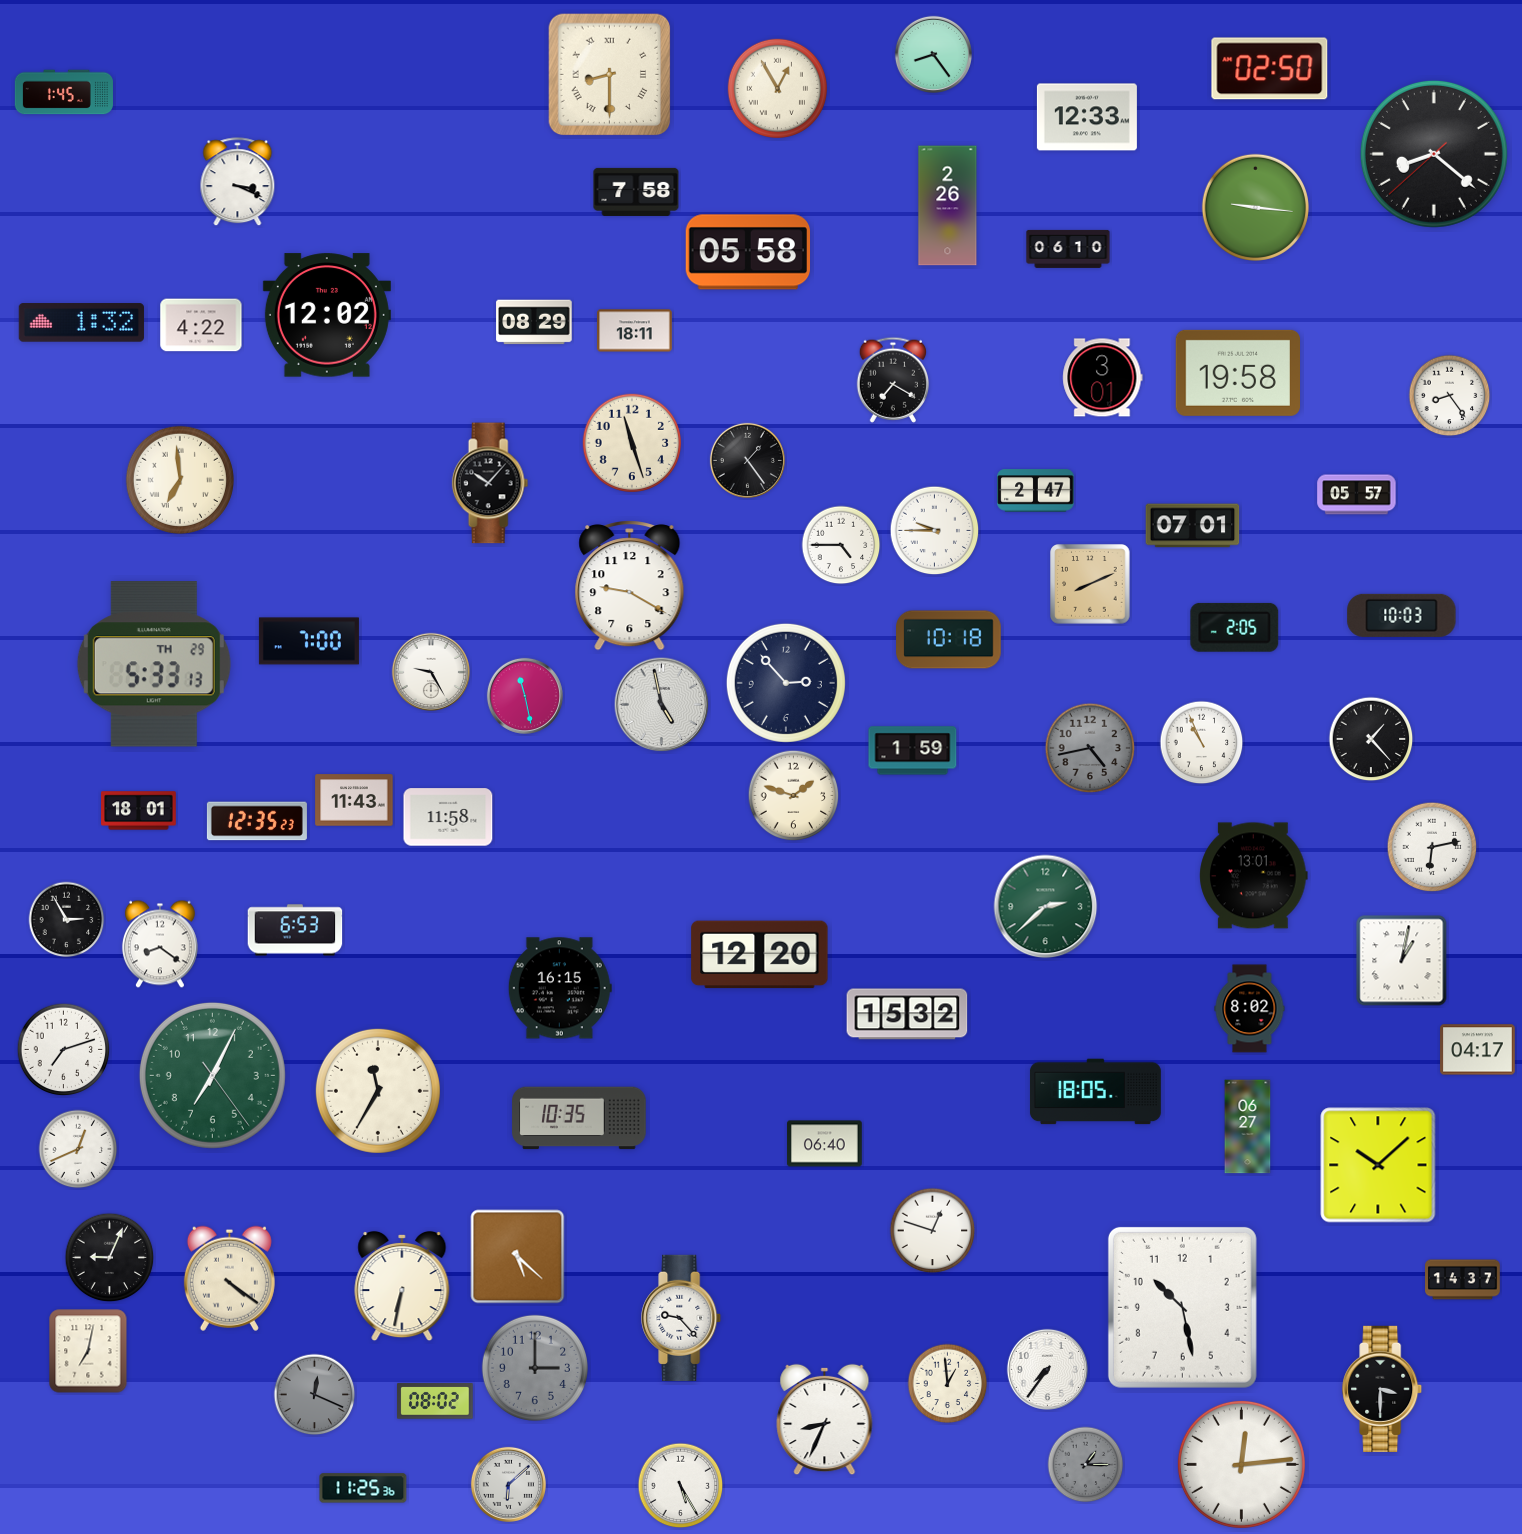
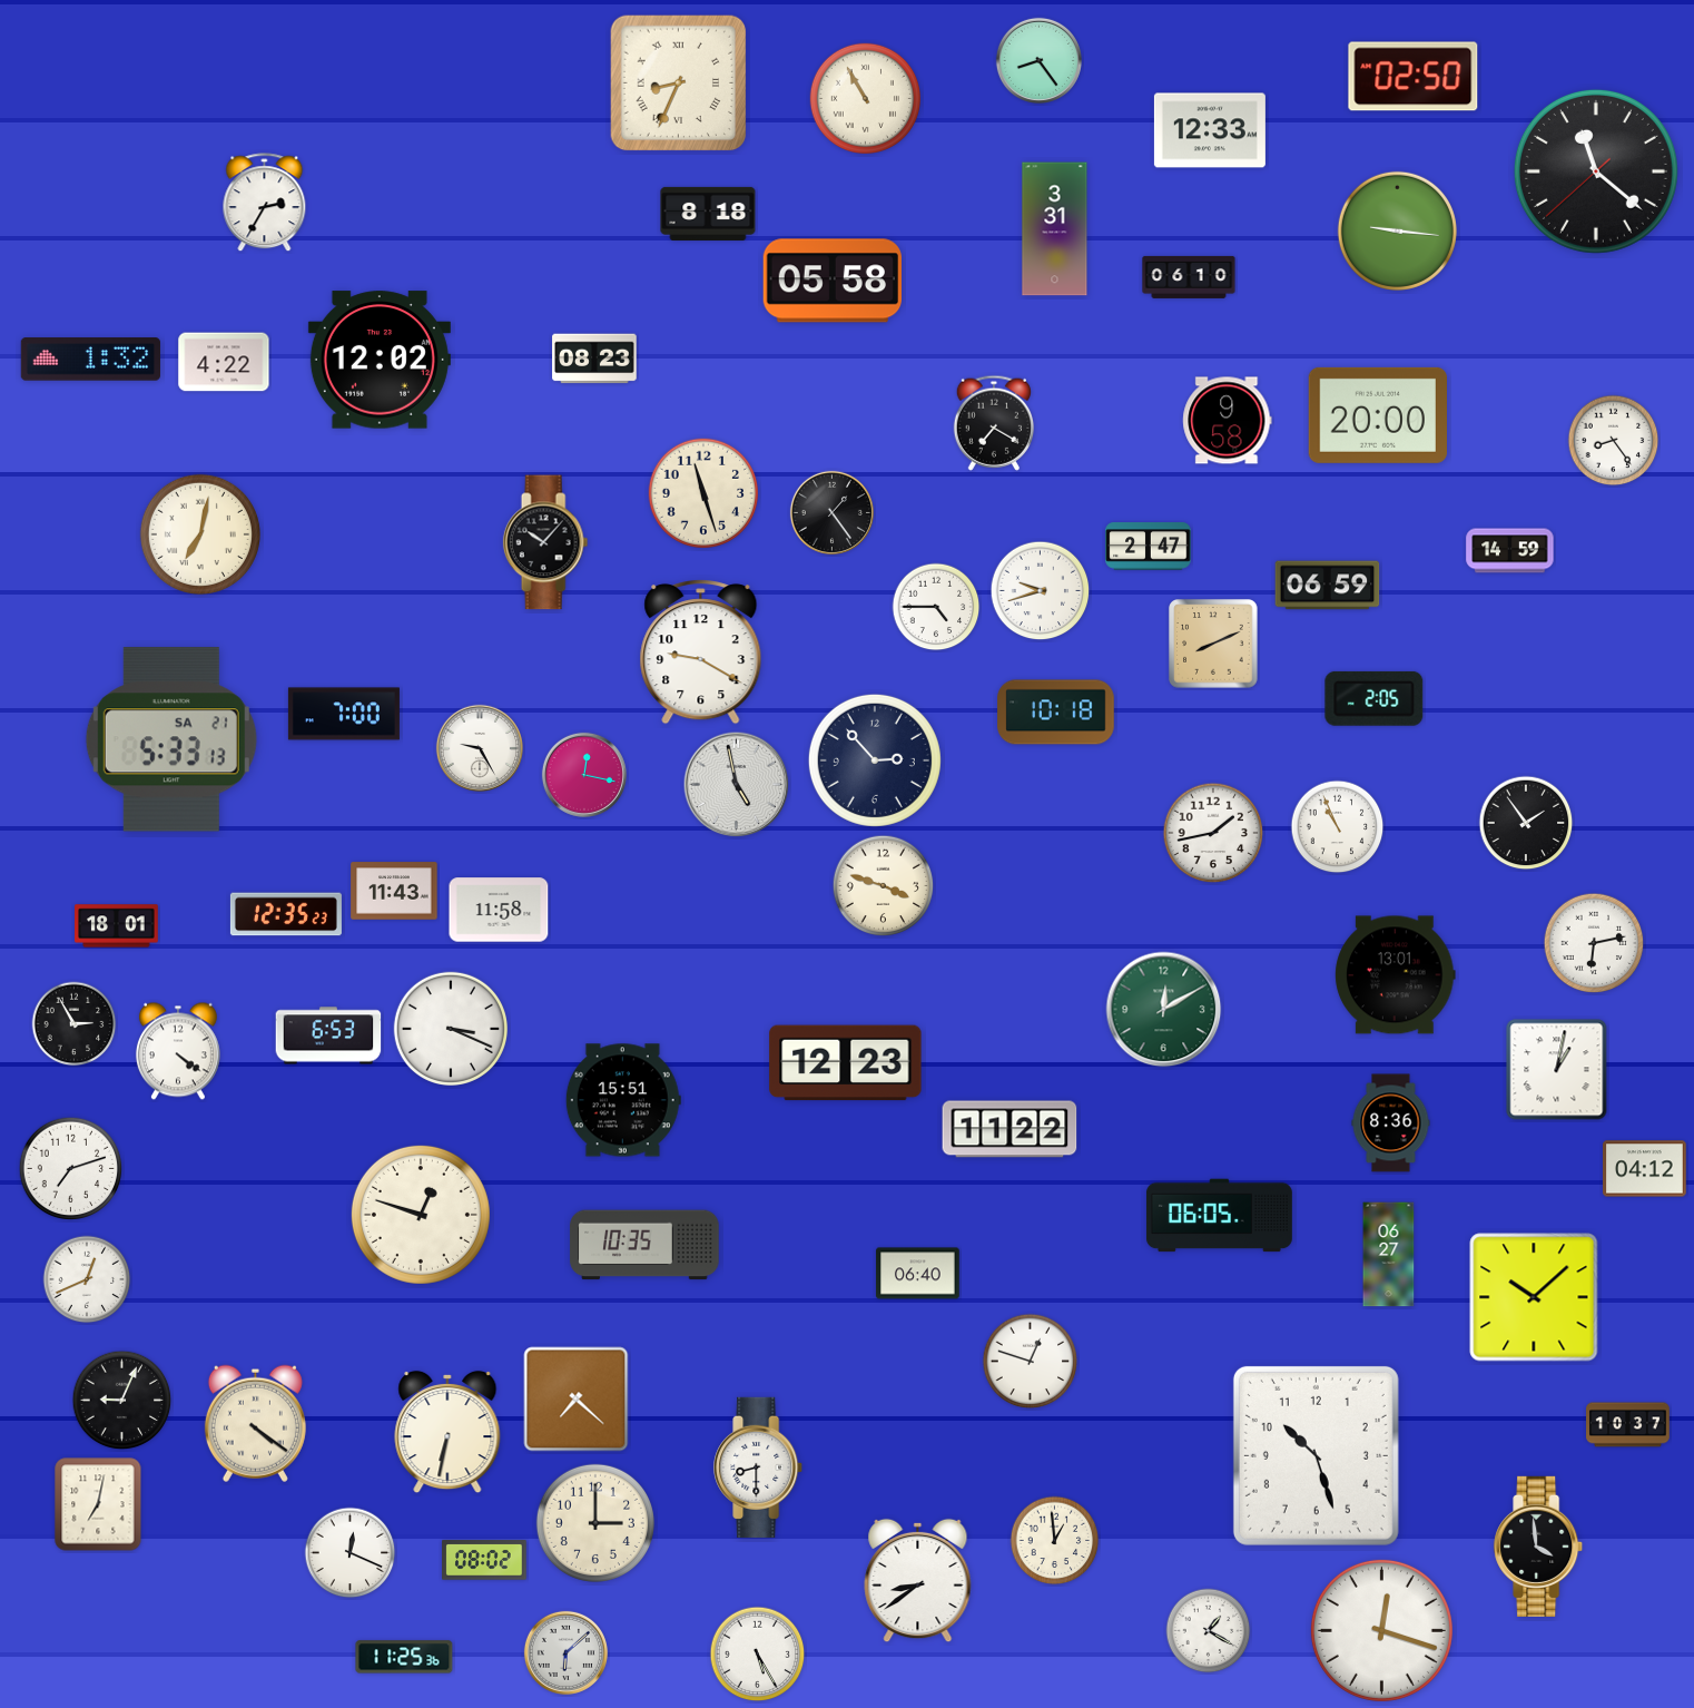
clock at (610, 75): 8:30 -> 8:34
clock at (777, 88): 12:55 -> 10:55
clock at (64, 92): 1:45 -> none
clock at (1434, 154): 8:21 -> 11:21
clock at (238, 182): 3:19 -> 2:35
clock at (636, 192): 7:58 -> 8:18
clock at (948, 206): 2:26 -> 3:31
clock at (327, 315) position: (327, 315) -> (380, 360)
clock at (534, 322): 08:29 -> 08:23
clock at (635, 331): 18:11 -> none
clock at (1237, 373): 19:58 -> 20:00
clock at (1103, 378): 3:01 -> 9:58
clock at (180, 480): 6:59 -> 7:02
clock at (490, 483) position: (490, 483) -> (545, 542)
clock at (1036, 491) position: (1036, 491) -> (1149, 547)
clock at (1357, 495): 05:57 -> 14:59
clock at (1193, 526): 07:01 -> 06:59
clock at (935, 531): 9:45 -> 9:42
clock at (1090, 584) position: (1090, 584) -> (1213, 644)
clock at (1402, 615): 10:03 -> none
clock at (154, 664) date: TH 29 -> SA 21
clock at (525, 696): 11:28 -> 12:17
clock at (1371, 739): 1:23 -> 1:54
clock at (1090, 748): 4:43 -> 1:43
clock at (1090, 748) dial: grey -> white
clock at (913, 751): 1:59 -> none
clock at (794, 796): 1:48 -> 3:48
clock at (139, 811) position: (139, 811) -> (117, 926)
clock at (1046, 907): 2:38 -> 12:10
clock at (450, 1028): none -> 3:19
clock at (160, 944): 8:21 -> 4:21
clock at (760, 955): 12:20 -> 12:23
clock at (1402, 961) position: (1402, 961) -> (1557, 1070)
clock at (560, 988): 16:15 -> 15:51
clock at (1250, 1009): 8:02 -> 8:36
clock at (907, 1014): 15:32 -> 11:22
clock at (1478, 1050): 04:17 -> 04:12
clock at (212, 1075): 7:04 -> none
clock at (378, 1091): 11:35 -> 12:48
clock at (1095, 1092): 18:05 -> 06:05
clock at (933, 1231) position: (933, 1231) -> (1031, 1362)
clock at (518, 1257): 5:22 -> 7:22
clock at (1463, 1280): 14:37 -> 10:37
clock at (1182, 1307): 10:28 -> 10:27
clock at (682, 1318): 9:23 -> 8:30
clock at (535, 1368) dial: grey -> cream
clock at (1047, 1369): 7:36 -> none
clock at (1383, 1389): 3:30 -> 3:59
clock at (315, 1395) dial: grey -> white
clock at (825, 1420): 8:34 -> 8:39
clock at (1241, 1464): 12:14 -> 12:18
clock at (1086, 1465): 1:15 -> 1:20
clock at (1086, 1465) dial: grey -> white
